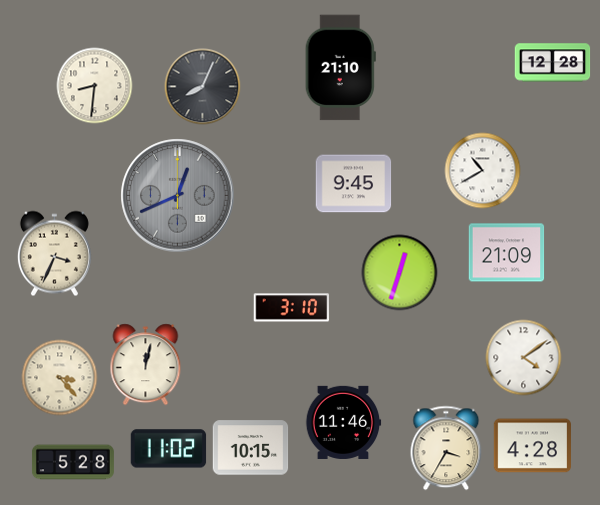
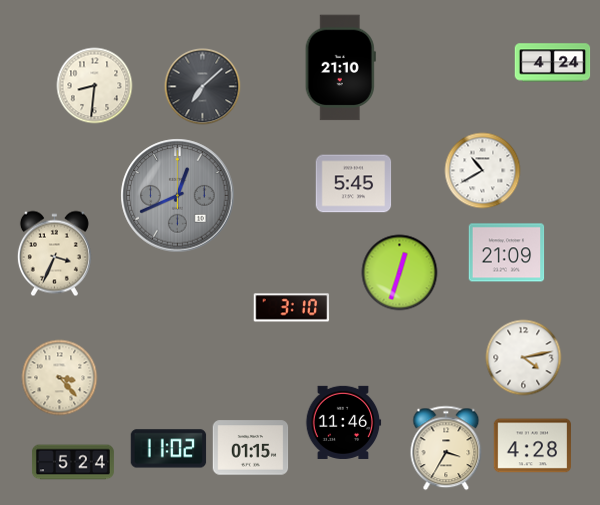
clock at (553, 63): 12:28 -> 4:24
clock at (203, 87): 8:04 -> 7:08
clock at (354, 184): 9:45 -> 5:45
clock at (524, 358): 4:09 -> 4:13
clock at (146, 365): 12:02 -> none
clock at (251, 448): 10:15 -> 01:15
clock at (73, 462): 5:28 -> 5:24
